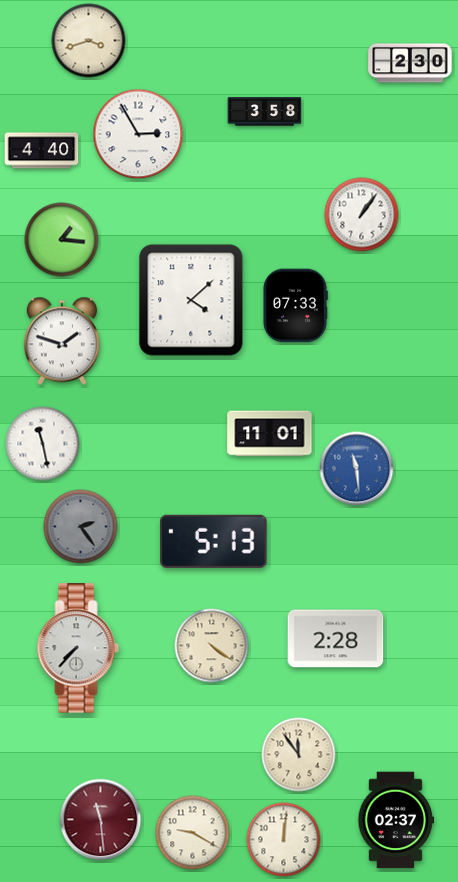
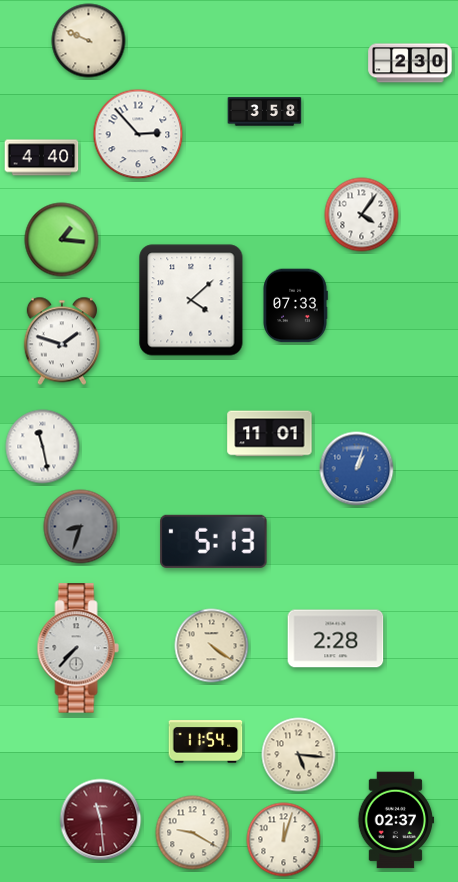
clock at (89, 41): 3:42 -> 9:49
clock at (138, 134): 2:55 -> 2:53
clock at (42, 151) position: (42, 151) -> (42, 158)
clock at (362, 215): 1:06 -> 4:06
clock at (43, 444) position: (43, 444) -> (43, 447)
clock at (357, 469): 11:29 -> 1:03
clock at (81, 527): 2:24 -> 8:33
clock at (206, 742): none -> 11:54
clock at (299, 755): 11:54 -> 5:16
clock at (284, 840): 12:01 -> 12:03
